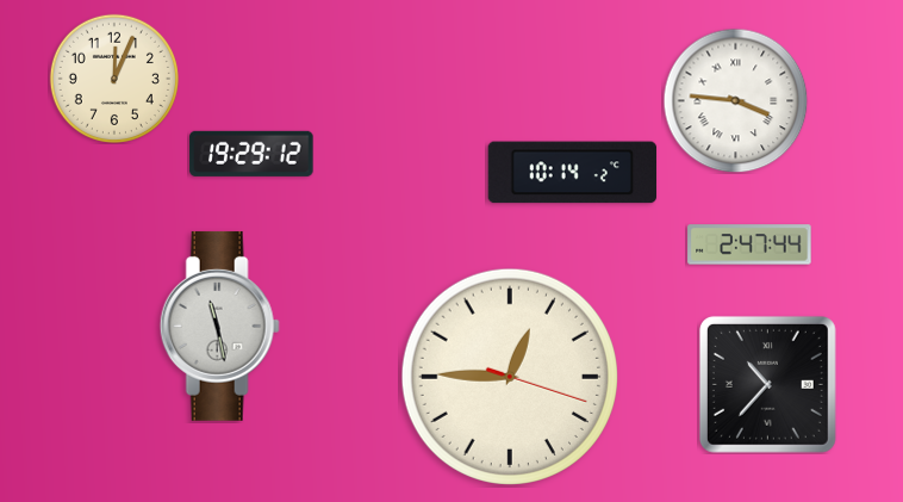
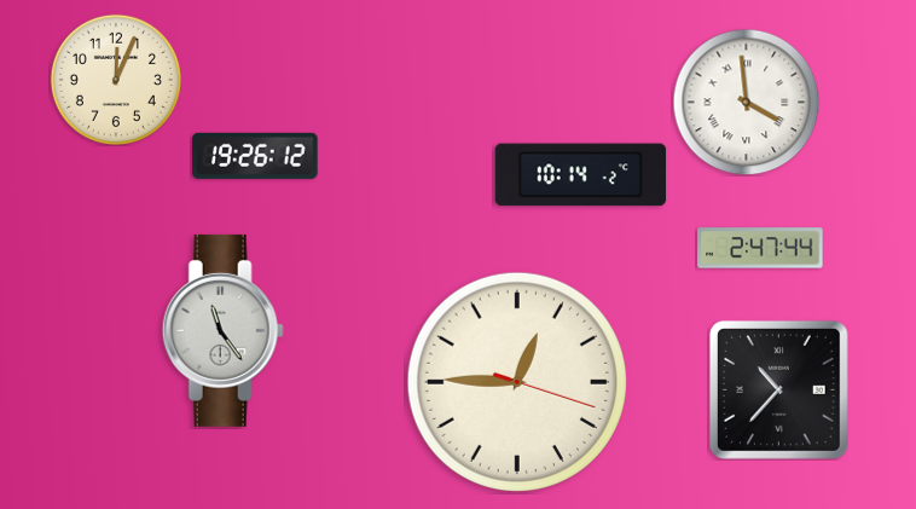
clock at (735, 100): 3:46 -> 3:59
clock at (251, 154): 19:29 -> 19:26
clock at (219, 326): 11:28 -> 11:24
